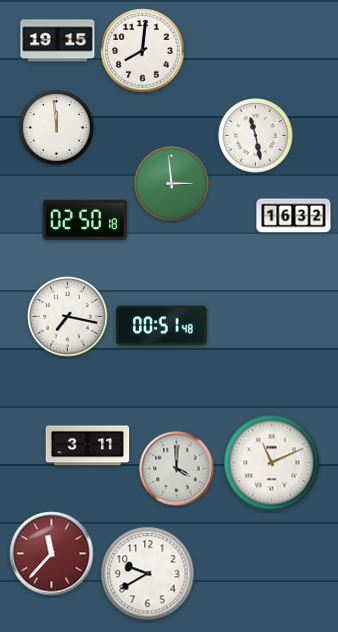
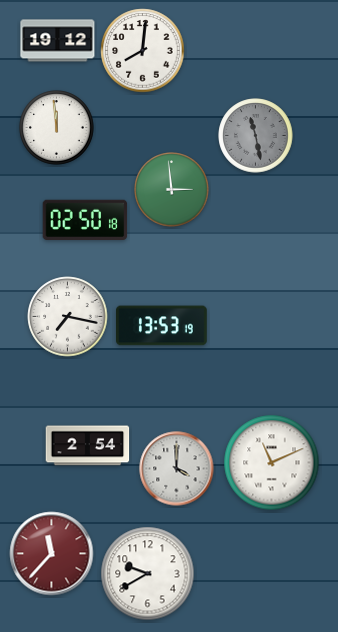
clock at (58, 41): 19:15 -> 19:12
clock at (256, 136) dial: white -> grey
clock at (172, 184) position: (172, 184) -> (172, 190)
clock at (294, 216): 16:32 -> none
clock at (162, 326): 00:51 -> 13:53
clock at (88, 446): 3:11 -> 2:54
